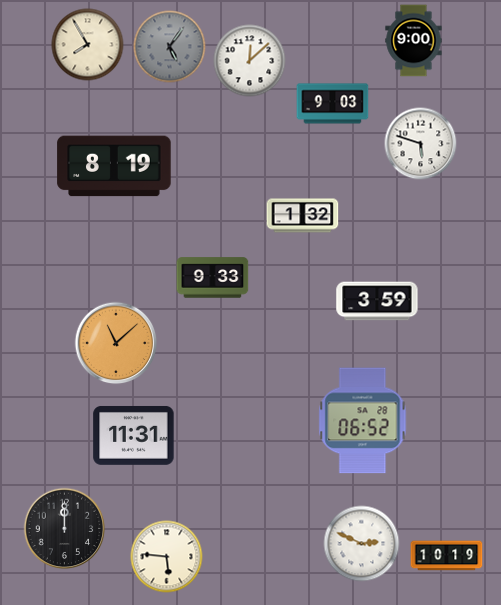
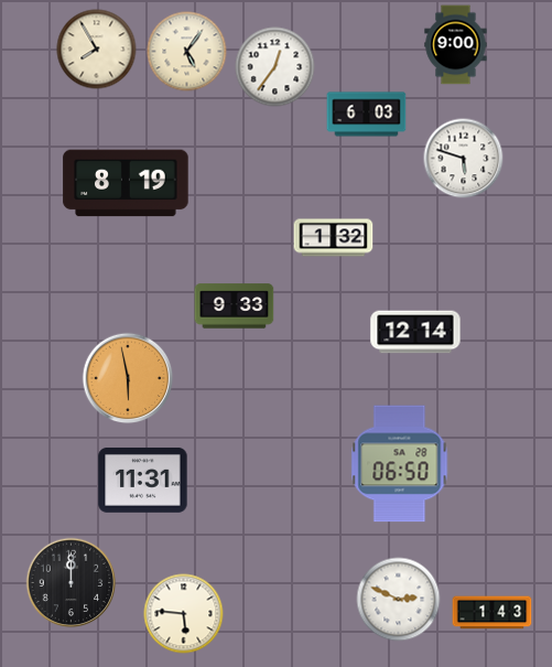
clock at (170, 47) dial: grey -> cream
clock at (250, 61): 12:08 -> 12:36
clock at (333, 104): 9:03 -> 6:03
clock at (377, 301): 3:59 -> 12:14
clock at (116, 343): 11:08 -> 5:58
clock at (363, 421): 06:52 -> 06:50
clock at (134, 436) position: (134, 436) -> (143, 481)
clock at (447, 556): 10:19 -> 1:43
